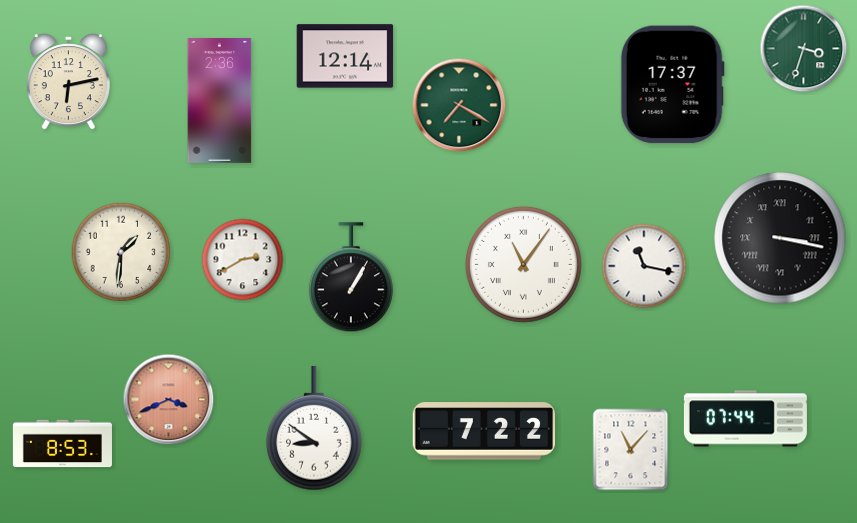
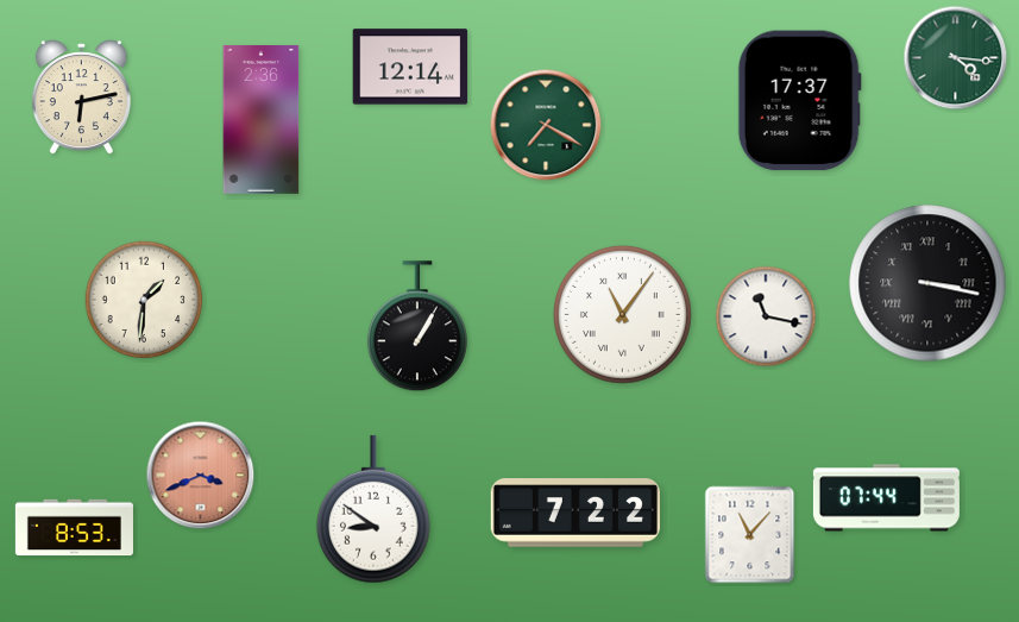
clock at (804, 49): 3:33 -> 4:16
clock at (243, 260): 2:40 -> none
clock at (351, 278) position: (351, 278) -> (417, 327)
